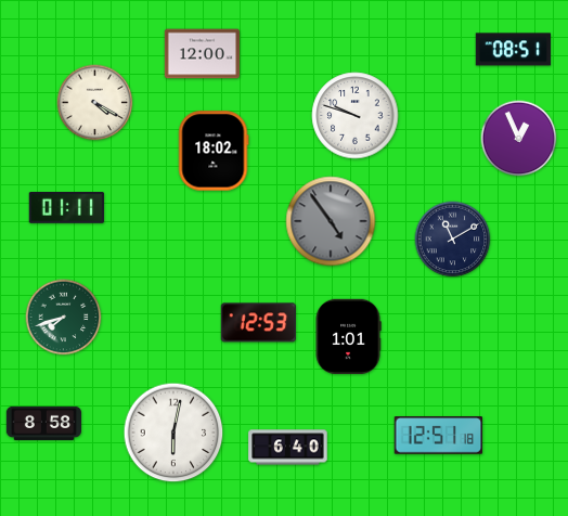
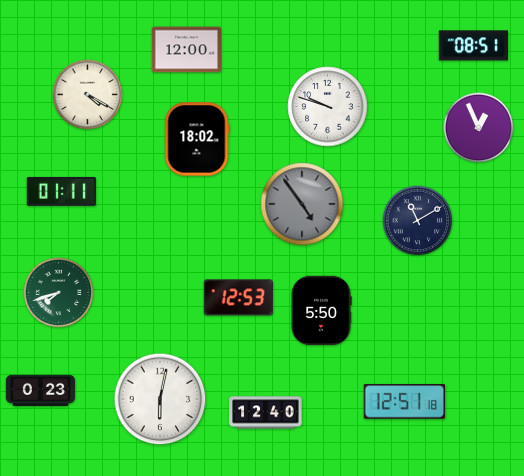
clock at (331, 221) position: (331, 221) -> (302, 204)
clock at (348, 336): 1:01 -> 5:50
clock at (44, 423): 8:58 -> 0:23
clock at (288, 448): 6:40 -> 12:40
